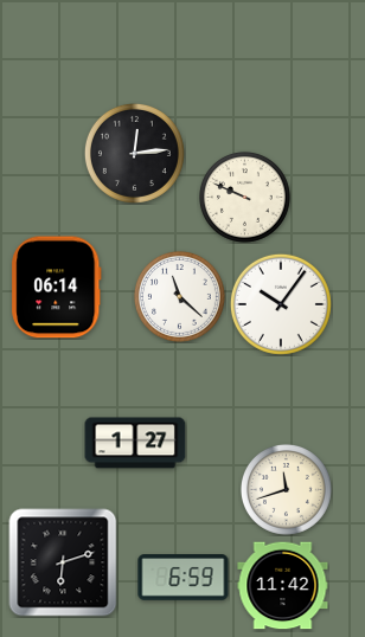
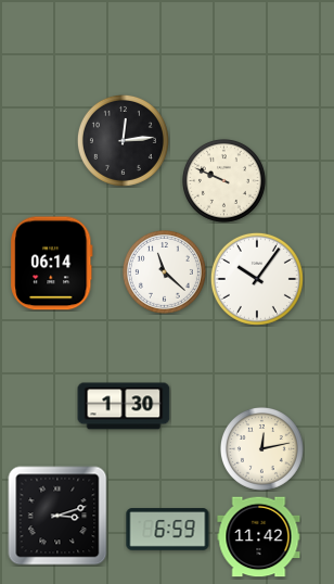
clock at (135, 443): 1:27 -> 1:30
clock at (286, 489): 11:42 -> 12:13
clock at (63, 562): 6:12 -> 3:12
